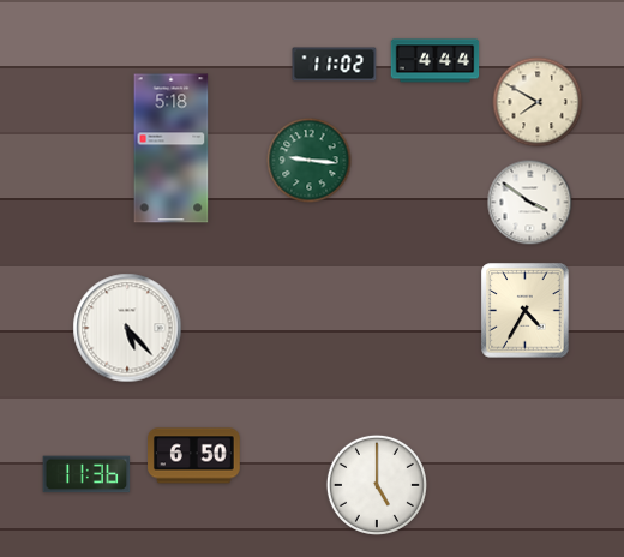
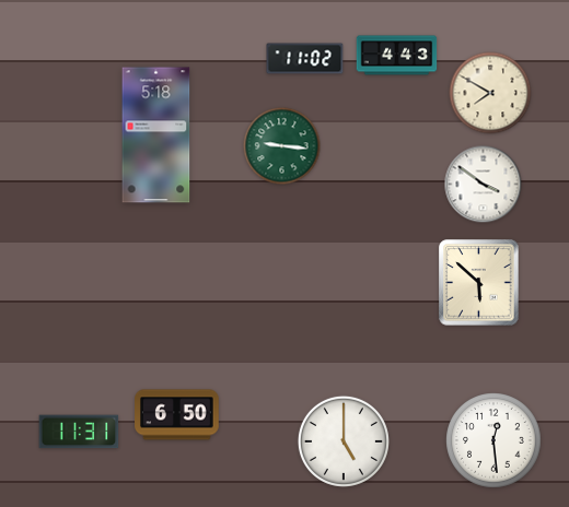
clock at (436, 61): 4:44 -> 4:43
clock at (526, 311): 4:35 -> 5:52
clock at (127, 328): 5:23 -> none
clock at (86, 474): 11:36 -> 11:31
clock at (493, 440): none -> 12:29
